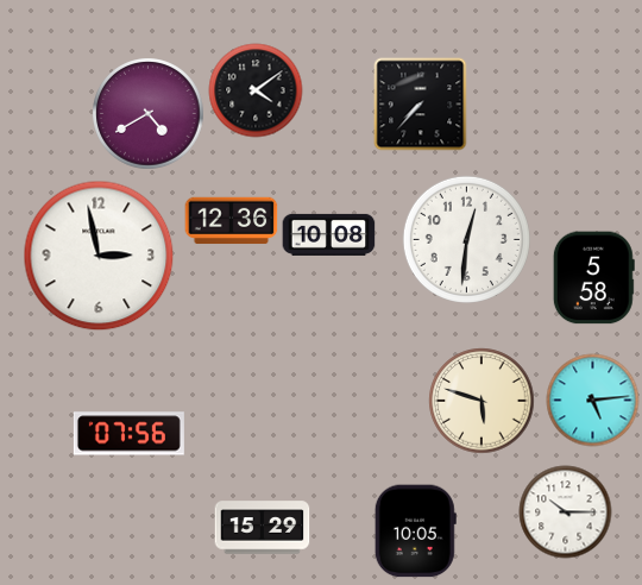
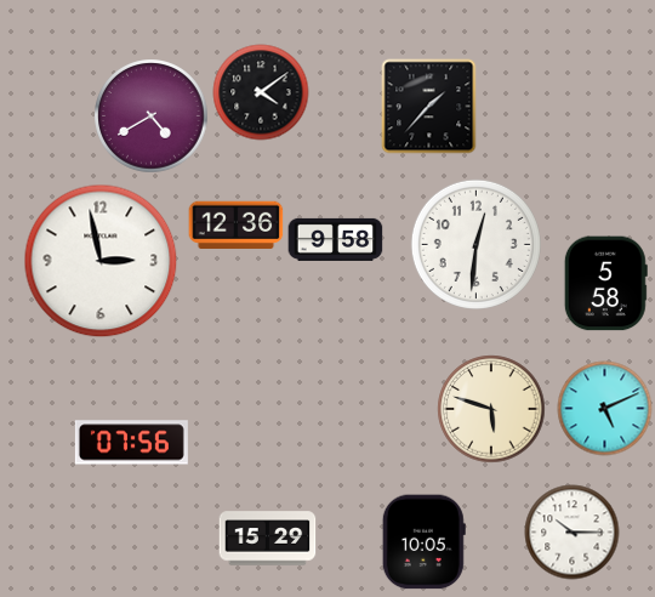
clock at (420, 103): 7:37 -> 1:37
clock at (328, 234): 10:08 -> 9:58
clock at (592, 400): 5:14 -> 5:11
clock at (565, 511) position: (565, 511) -> (571, 531)
